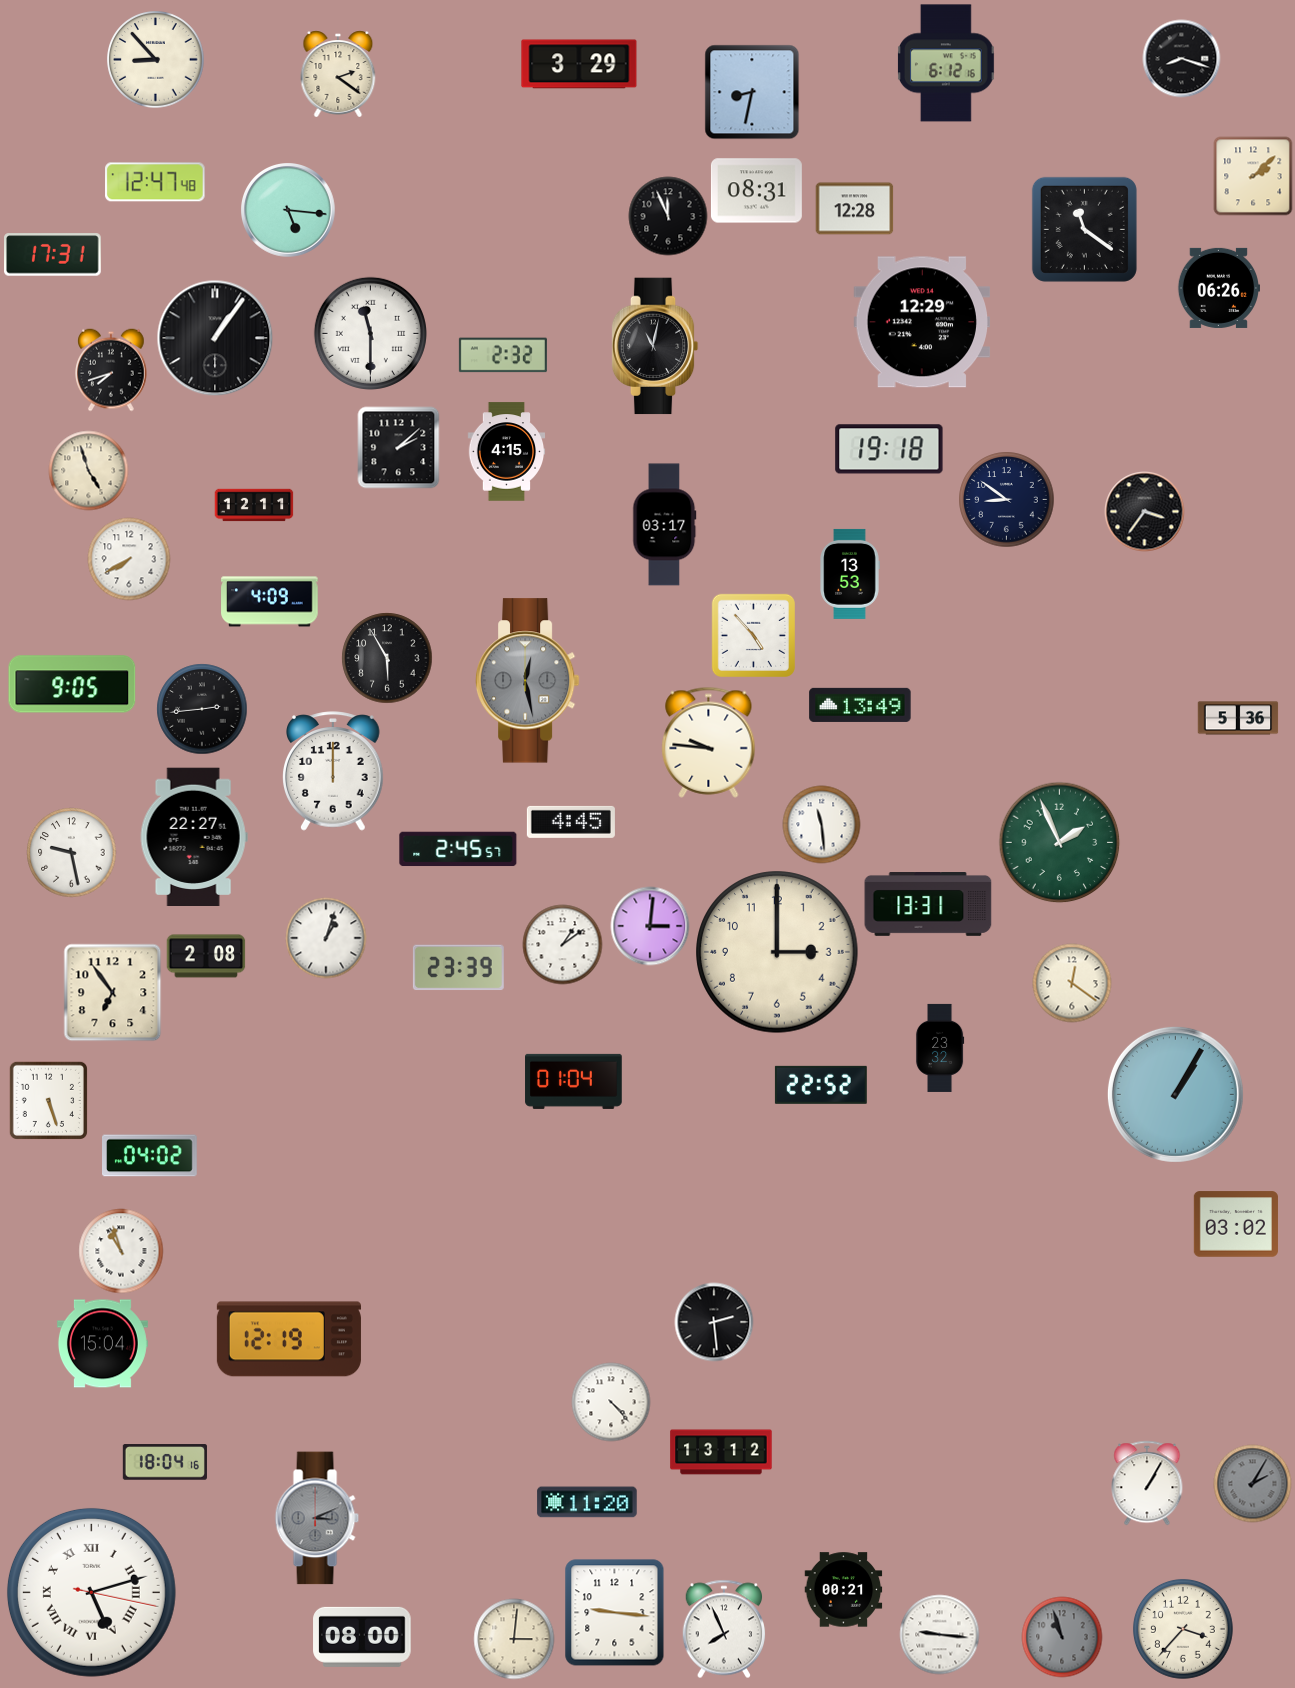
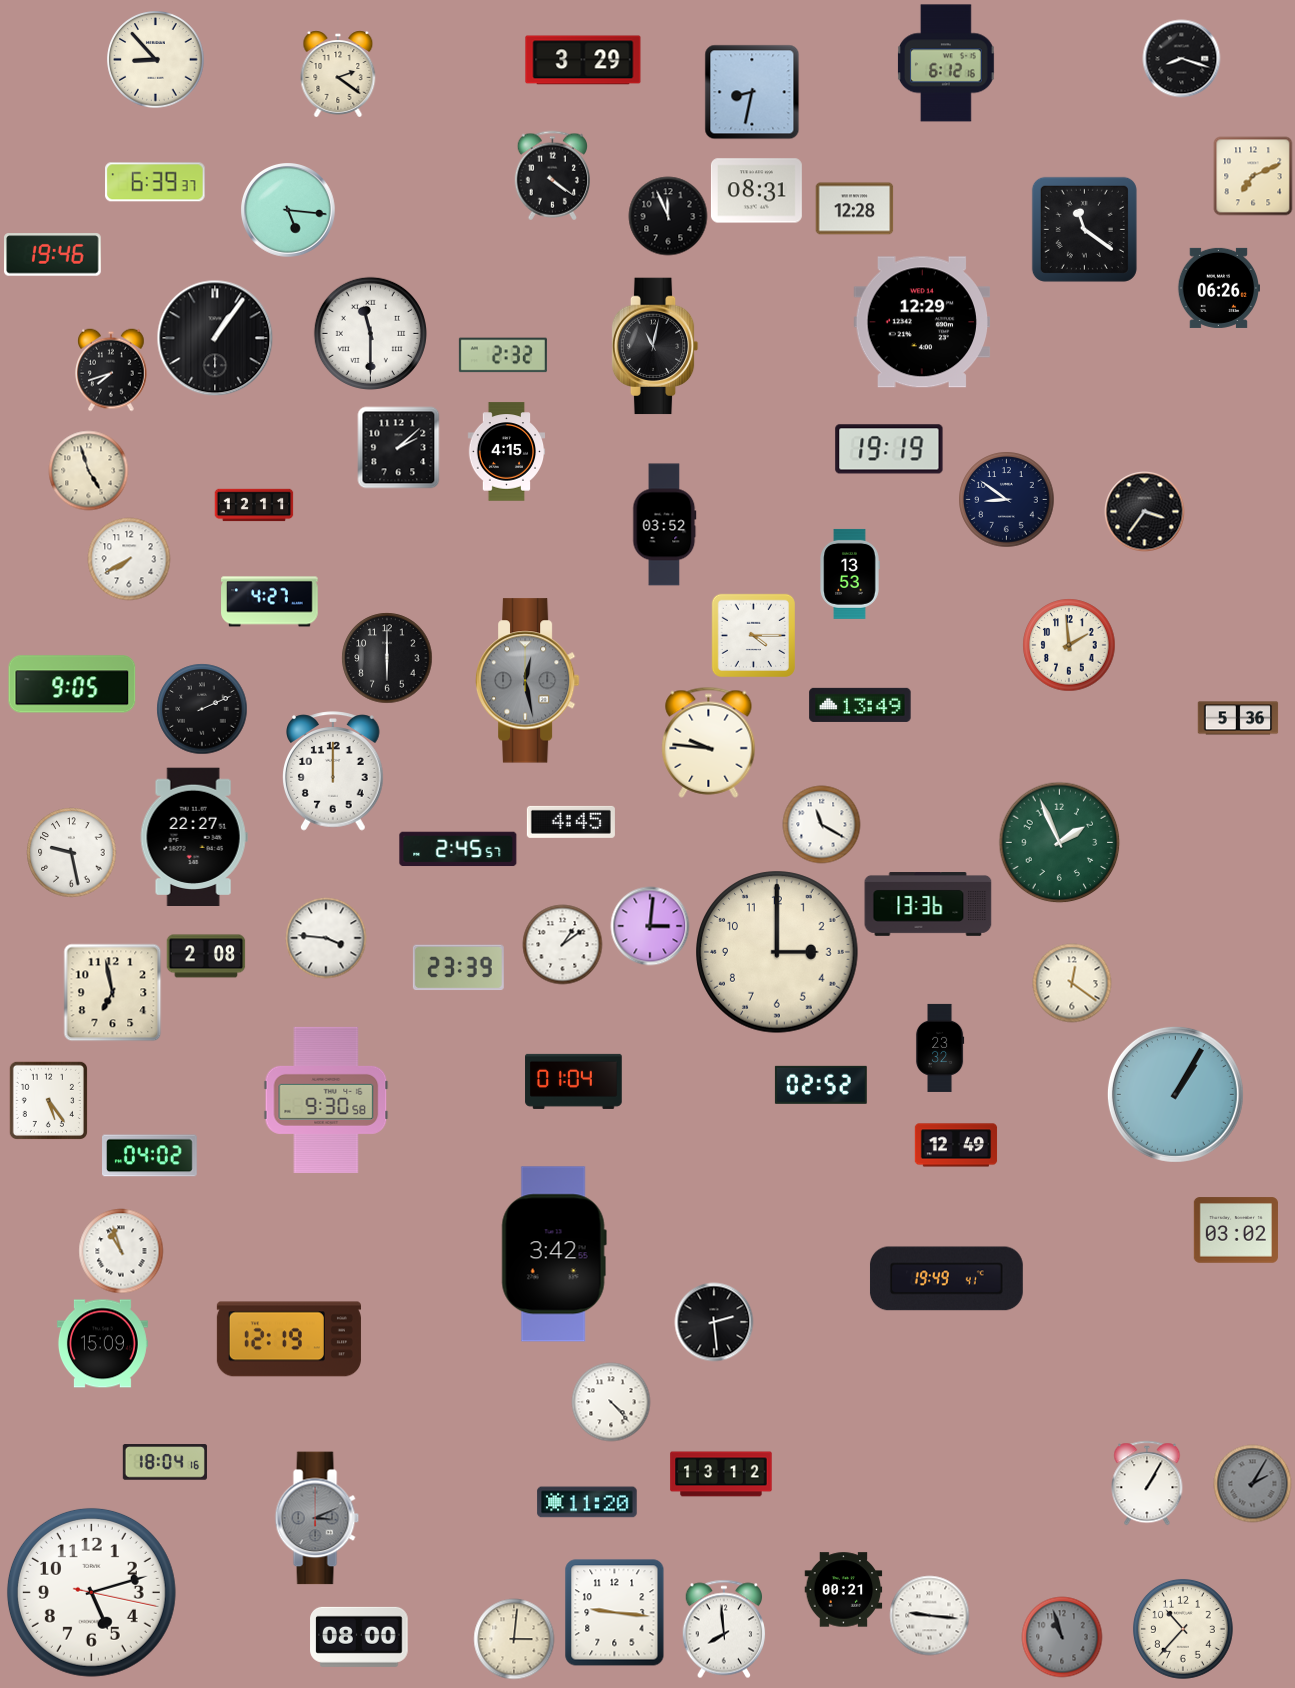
clock at (579, 64) position: (579, 64) -> (583, 60)
clock at (552, 175): none -> 4:21
clock at (1253, 176): 2:08 -> 7:11
clock at (155, 182): 12:47 -> 6:39
clock at (53, 255): 17:31 -> 19:46
clock at (889, 449): 19:18 -> 19:19
clock at (665, 525): 03:17 -> 03:52
clock at (270, 602): 4:09 -> 4:27
clock at (753, 635): 4:53 -> 4:15
clock at (1069, 645): none -> 1:59
clock at (387, 658): 5:55 -> 6:00
clock at (202, 709): 2:44 -> 2:11
clock at (821, 824): 11:29 -> 11:20
clock at (928, 905): 13:31 -> 13:36
clock at (326, 938): 1:03 -> 3:46
clock at (112, 992): 6:54 -> 6:58
clock at (821, 1085): 22:52 -> 02:52
clock at (48, 1100): 5:27 -> 5:24
clock at (326, 1100): none -> 9:30
clock at (956, 1145): none -> 12:49
clock at (1236, 1224) position: (1236, 1224) -> (1236, 1230)
clock at (554, 1254): none -> 3:42
clock at (946, 1279): none -> 19:49
clock at (102, 1344): 15:04 -> 15:09
clock at (721, 1452) position: (721, 1452) -> (721, 1474)
clock at (91, 1592) numerals: Roman -> Arabic
clock at (724, 1629): 7:56 -> 7:59
clock at (1183, 1629): 3:37 -> 10:37
clock at (939, 1634) position: (939, 1634) -> (929, 1615)
clock at (362, 1637) position: (362, 1637) -> (359, 1637)
